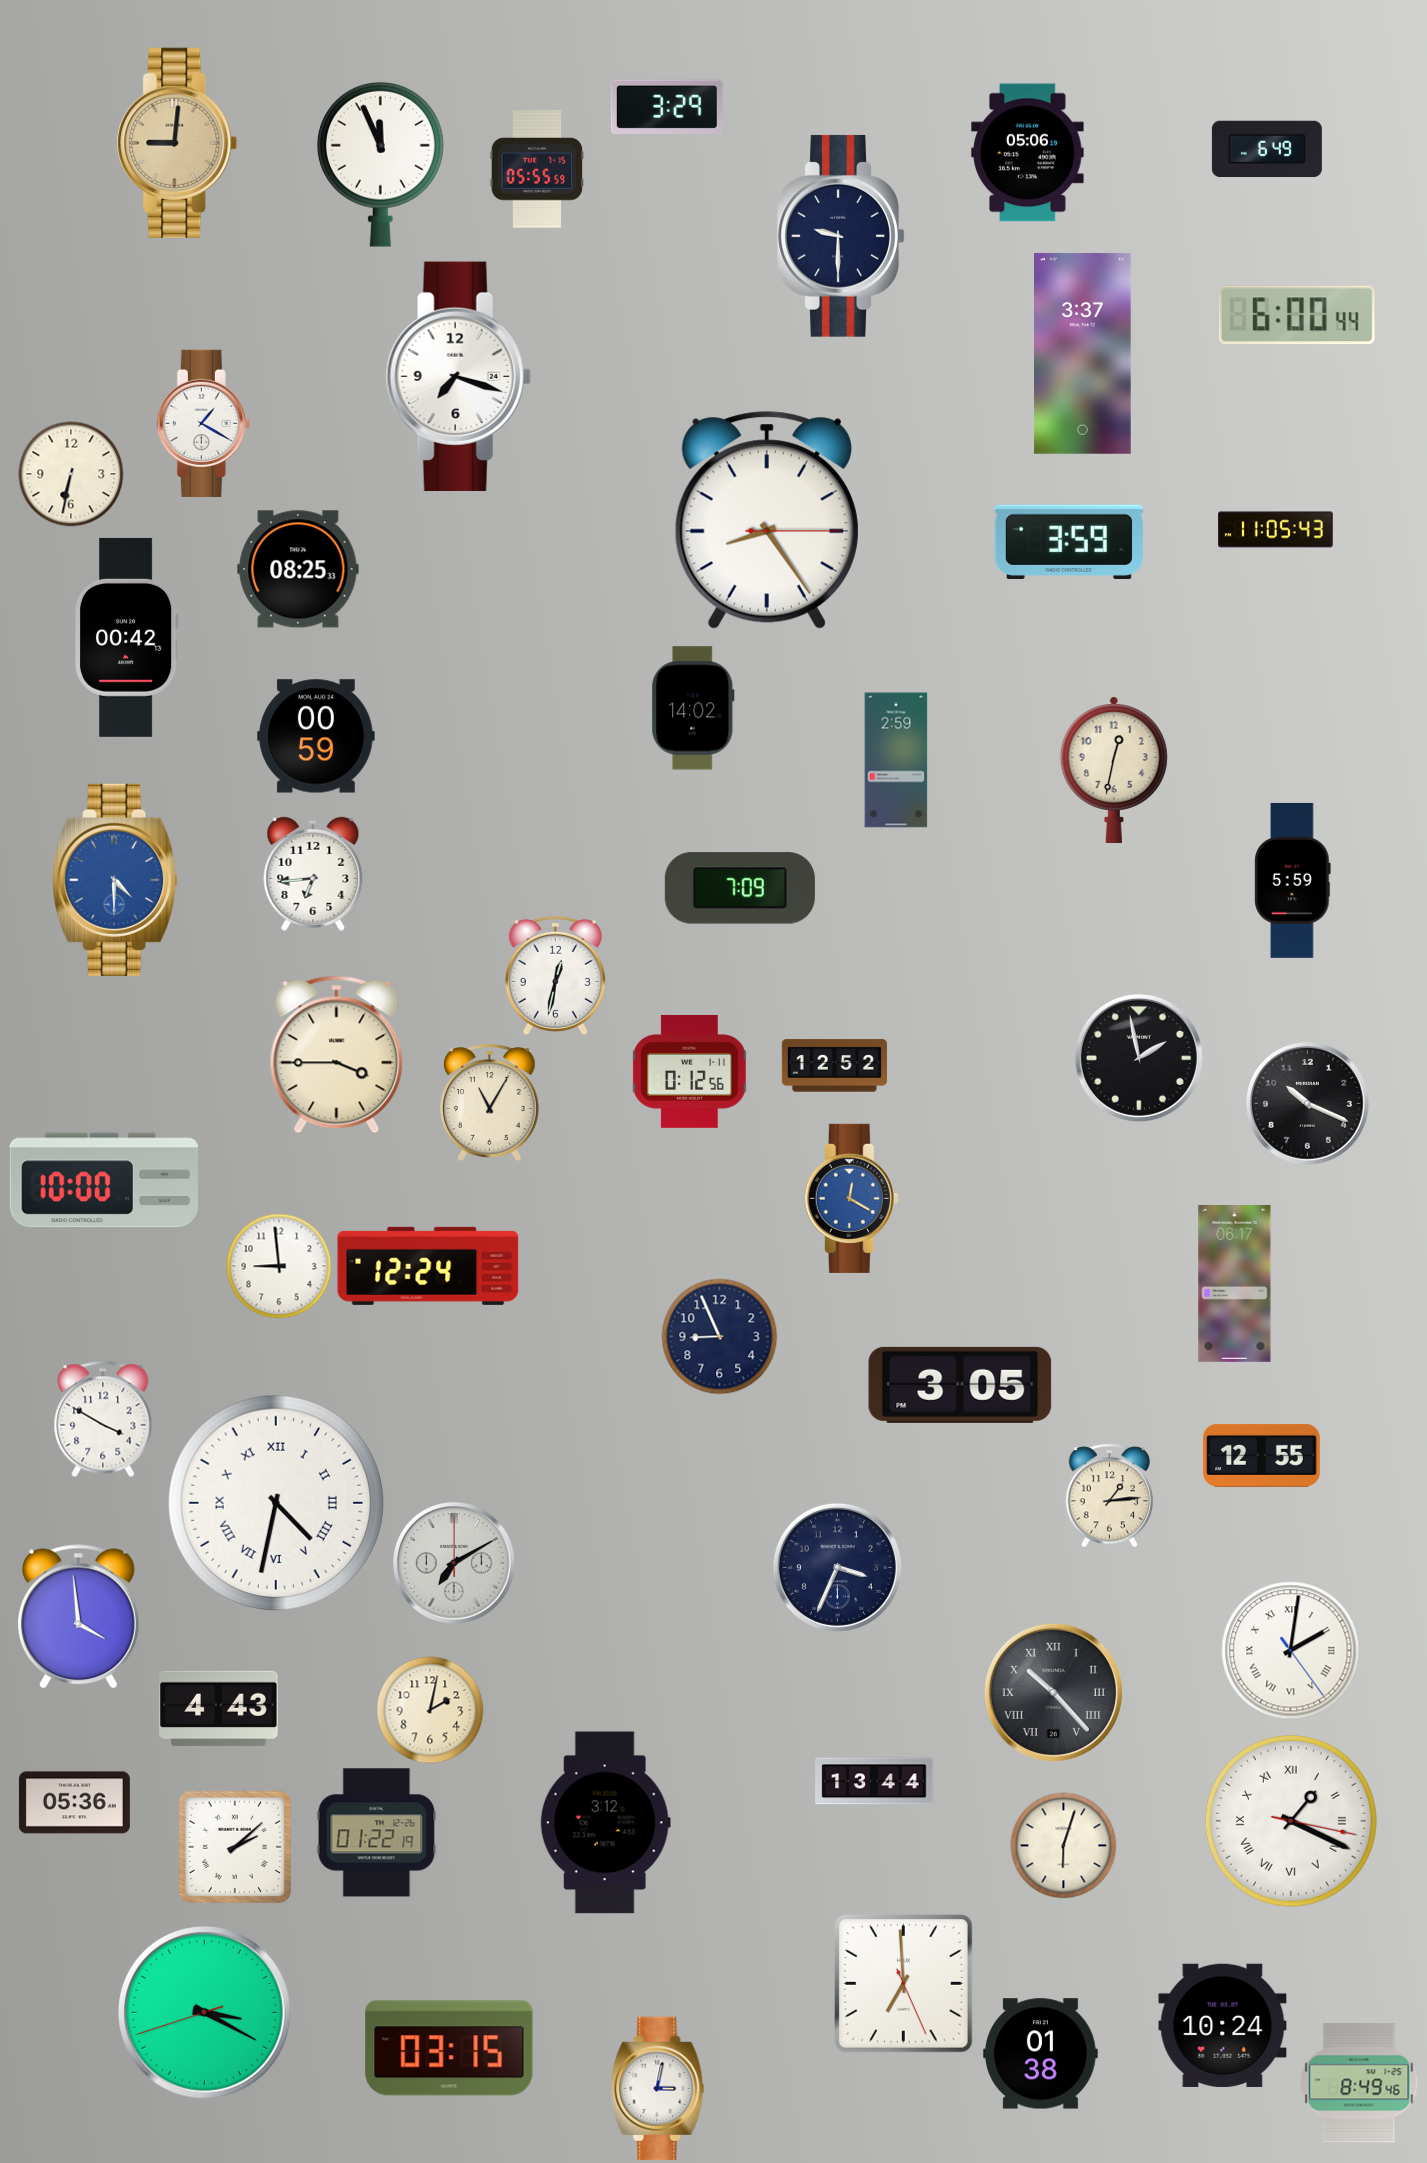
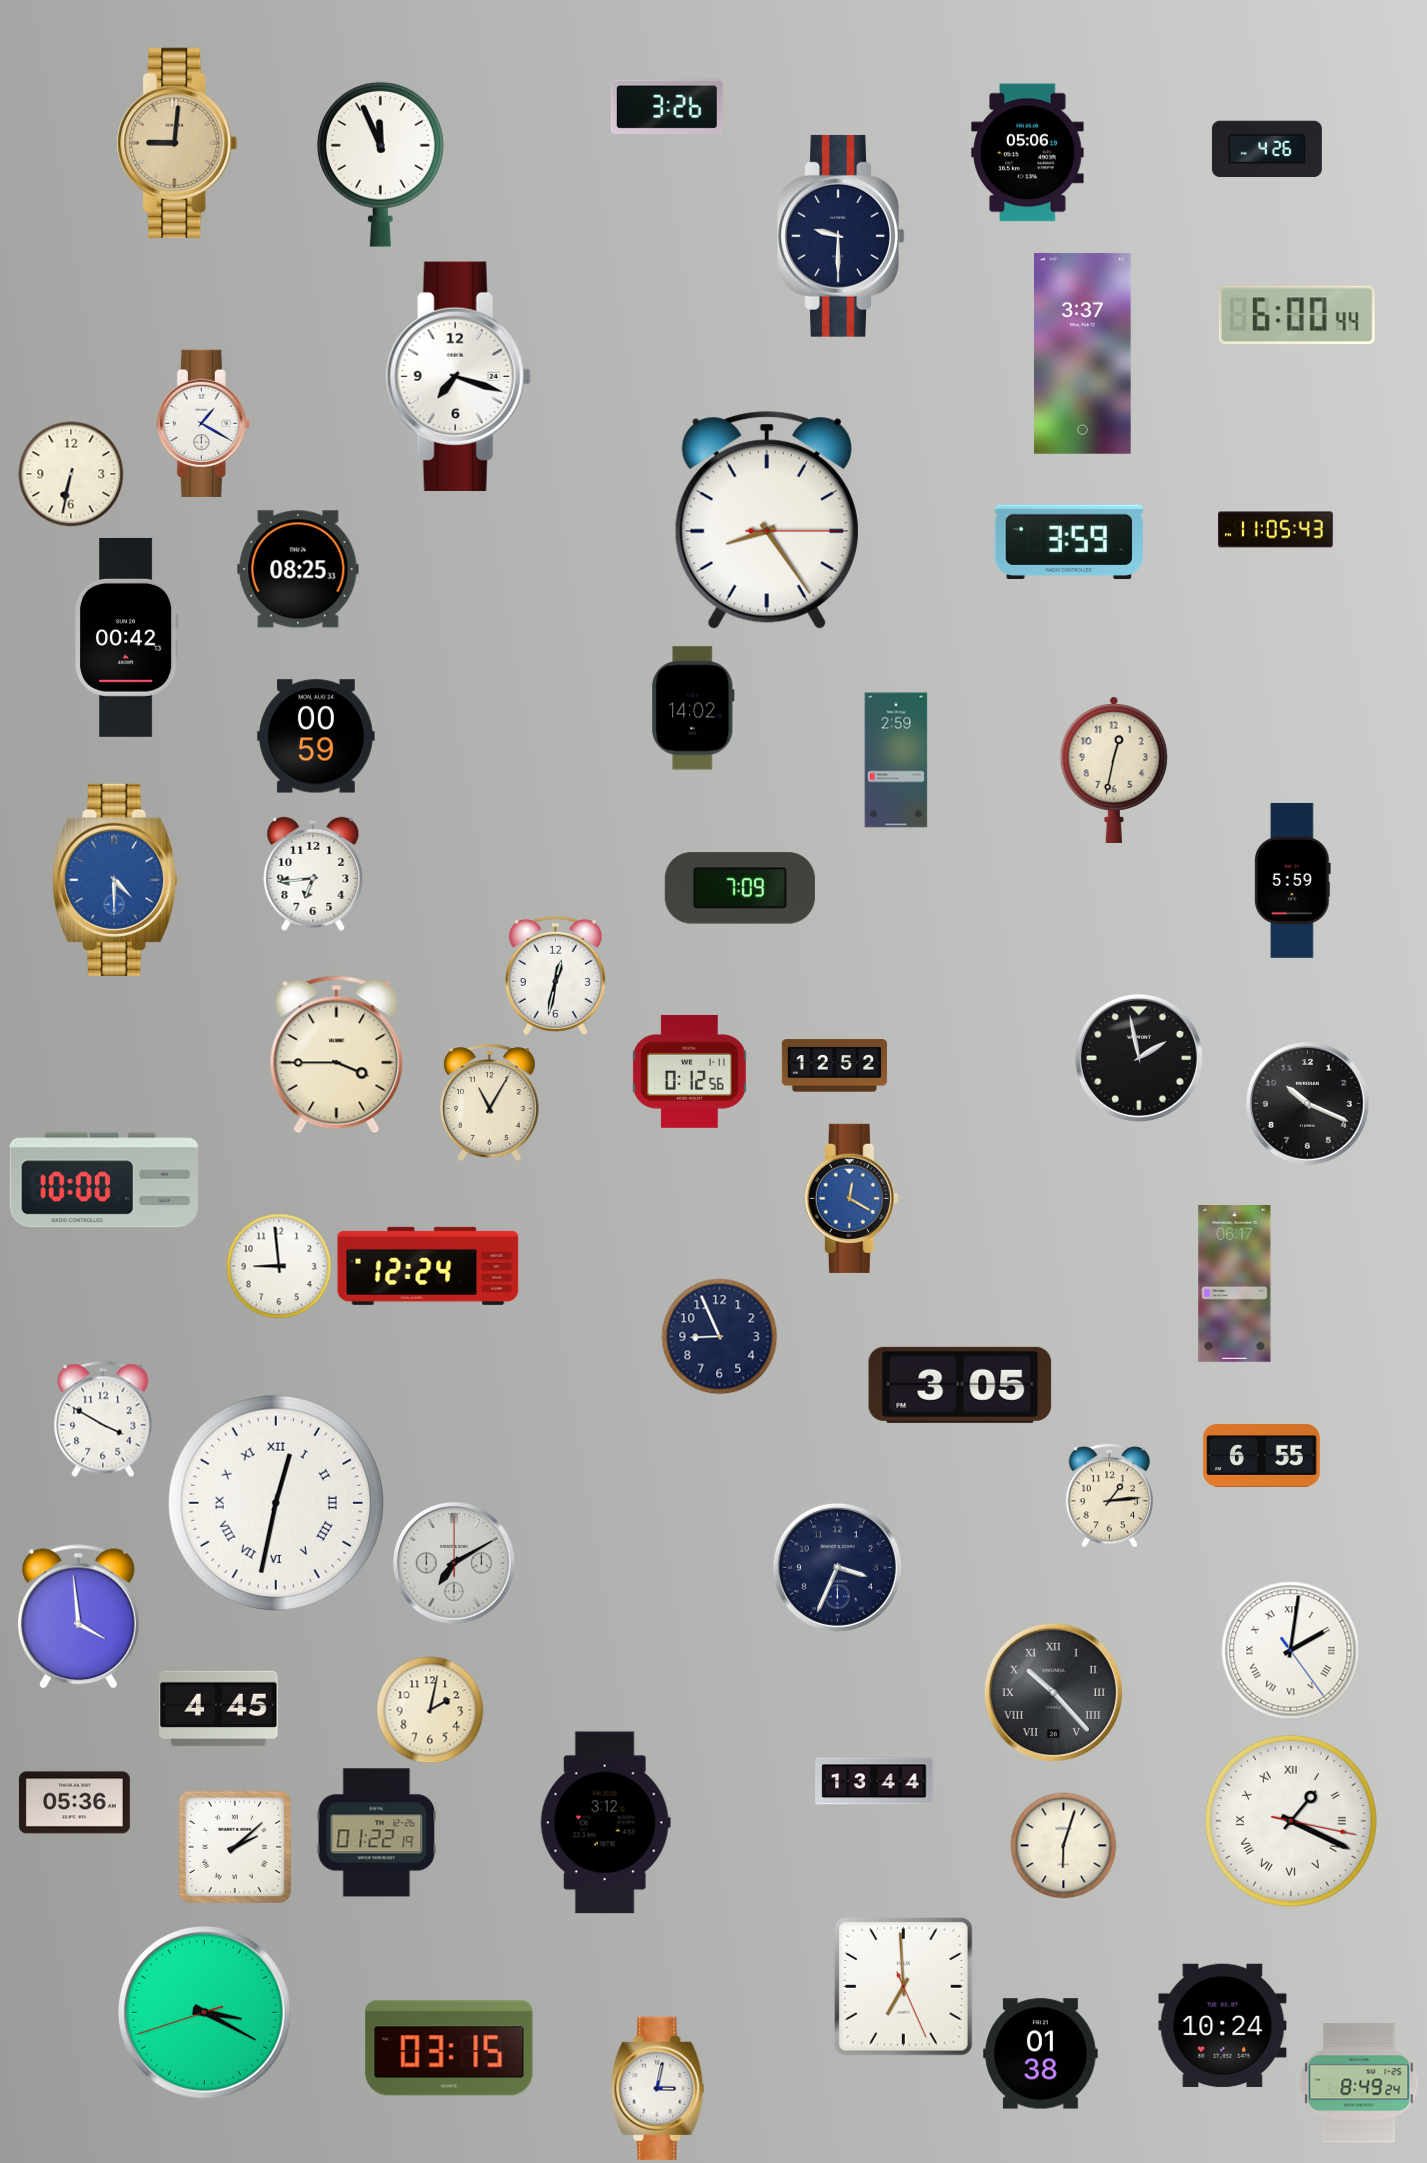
clock at (667, 107): 3:29 -> 3:26
clock at (1267, 148): 6:49 -> 4:26
clock at (537, 169): 05:55 -> none
clock at (1262, 1455): 12:55 -> 6:55
clock at (275, 1502): 4:32 -> 12:32
clock at (219, 1709): 4:43 -> 4:45
clock at (904, 1984) position: (904, 1984) -> (904, 1987)
clock at (1359, 2083): 8:49:46 -> 8:49:24
